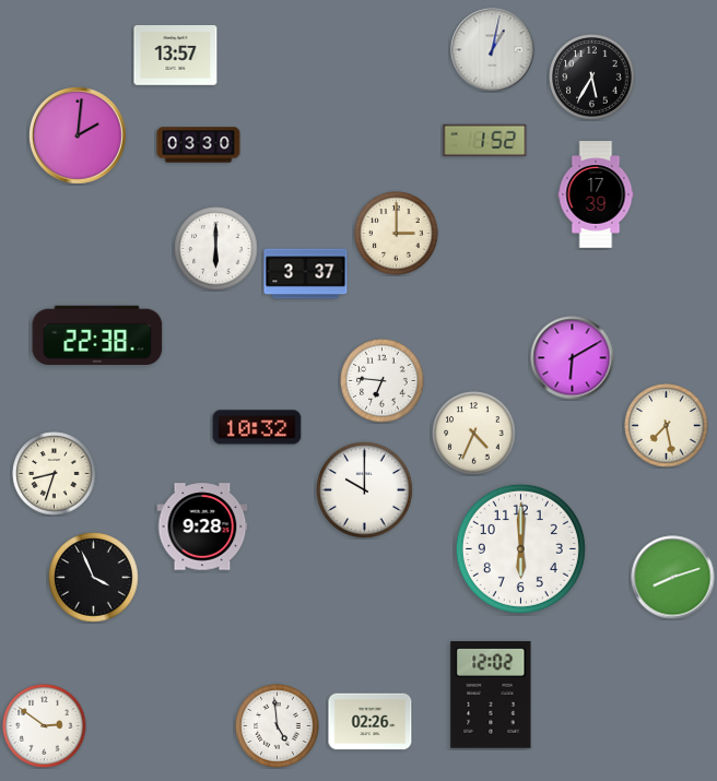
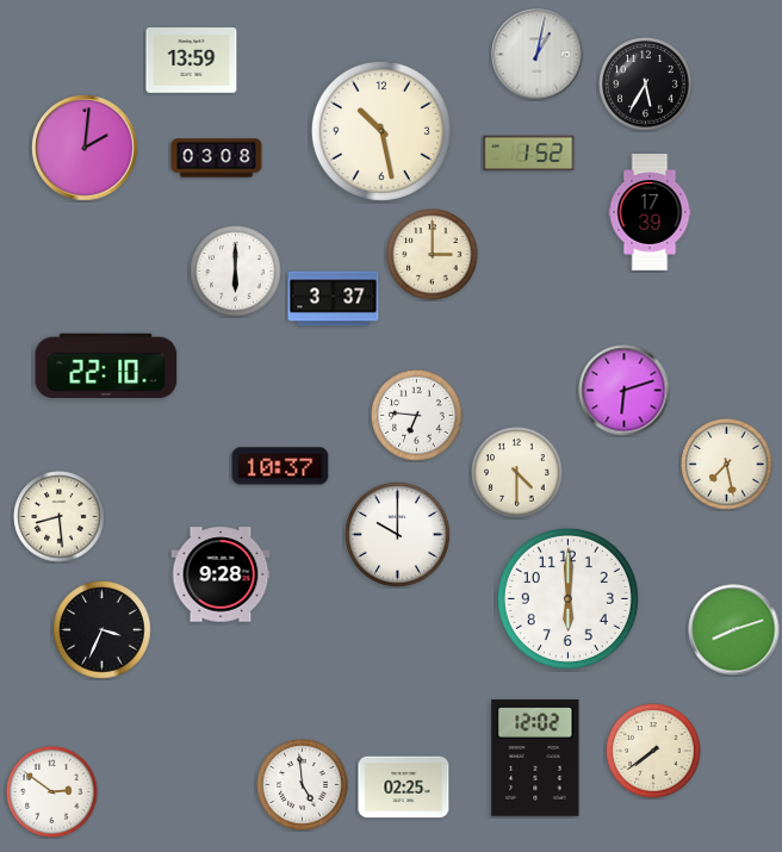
clock at (176, 56): 13:57 -> 13:59
clock at (381, 131): none -> 10:28
clock at (199, 145): 03:30 -> 03:08
clock at (97, 334): 22:38 -> 22:10
clock at (573, 358): 6:10 -> 6:12
clock at (257, 427): 10:32 -> 10:37
clock at (474, 434): 4:34 -> 4:30
clock at (55, 474): 8:33 -> 8:29
clock at (94, 578): 3:56 -> 3:34
clock at (653, 751): none -> 7:39
clock at (371, 722): 02:26 -> 02:25
clock at (45, 726) position: (45, 726) -> (52, 792)
clock at (278, 726) position: (278, 726) -> (303, 785)
